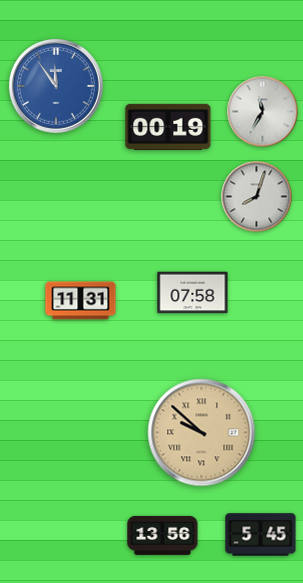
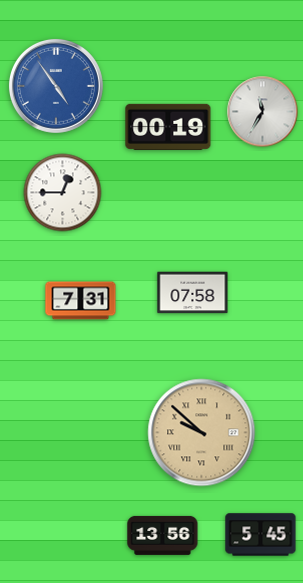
clock at (56, 86): 11:54 -> 4:54
clock at (63, 193): none -> 12:45
clock at (257, 197): 8:03 -> none
clock at (81, 301): 11:31 -> 7:31
